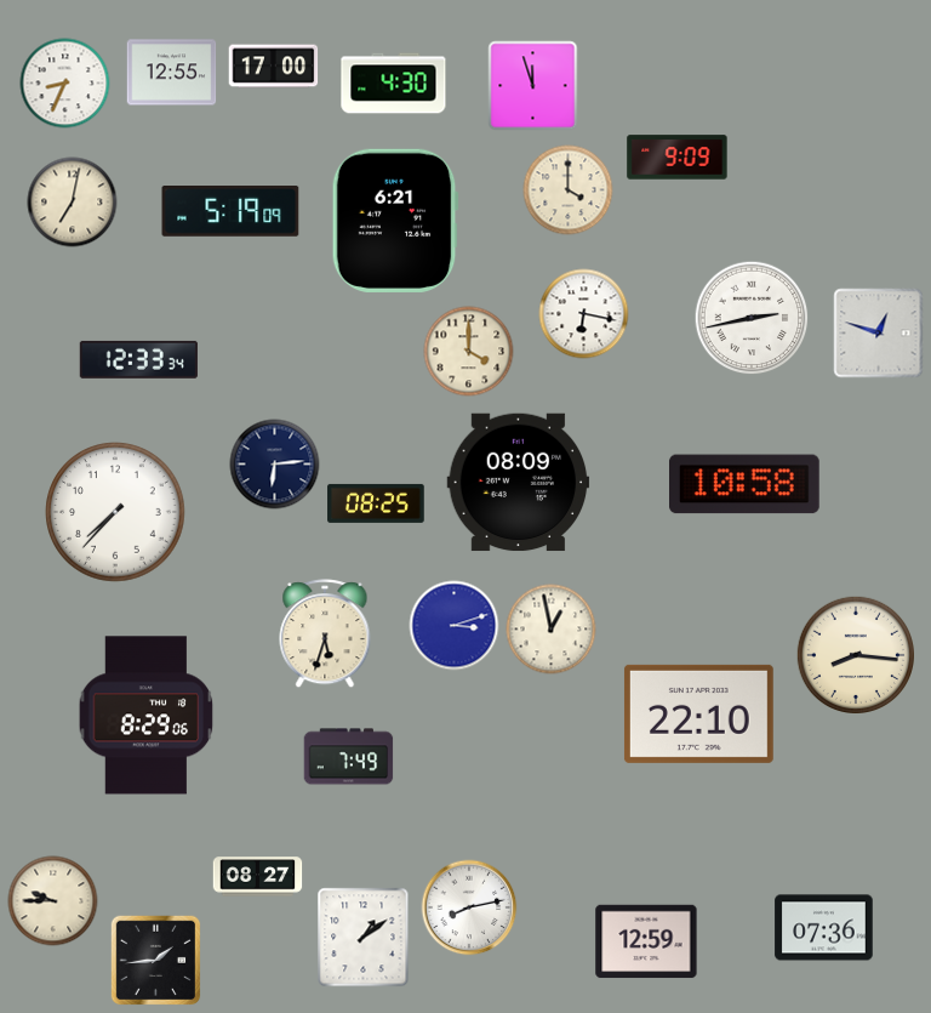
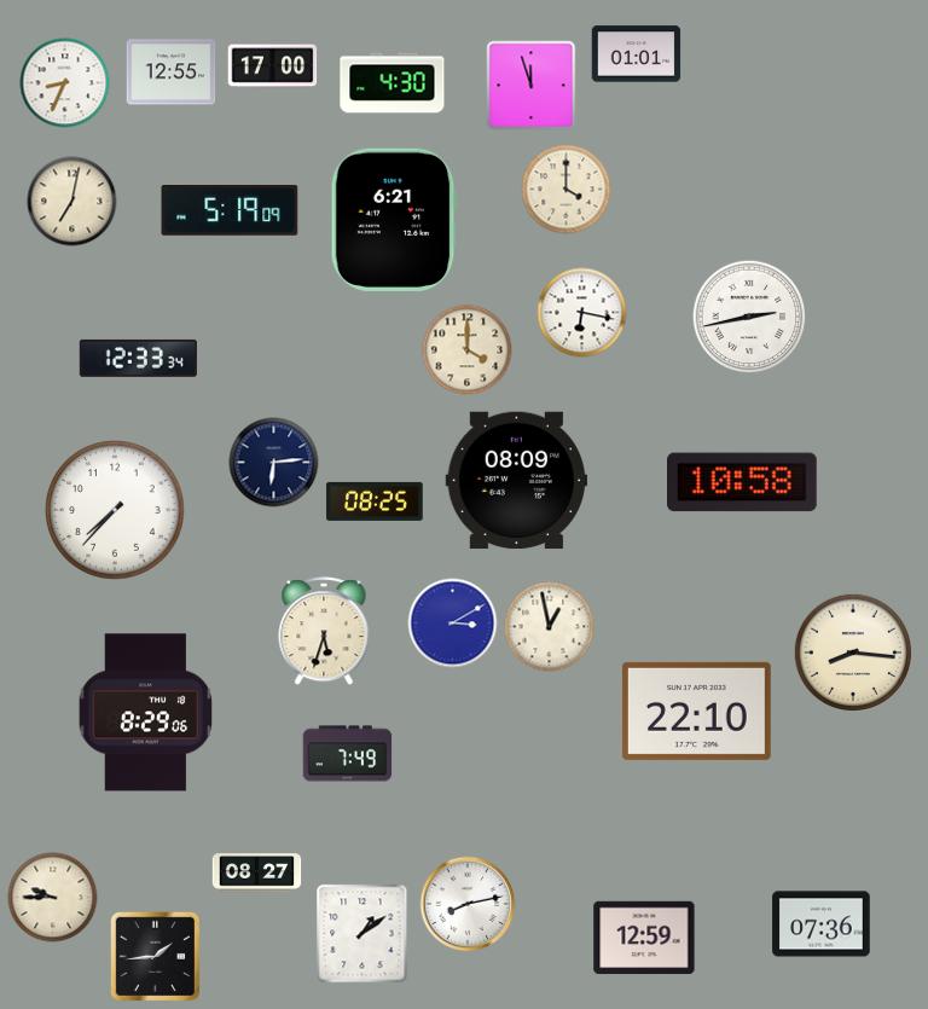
clock at (637, 54): none -> 01:01
clock at (678, 158): 9:09 -> none
clock at (879, 334): 12:48 -> none
clock at (455, 626): 3:12 -> 3:10
